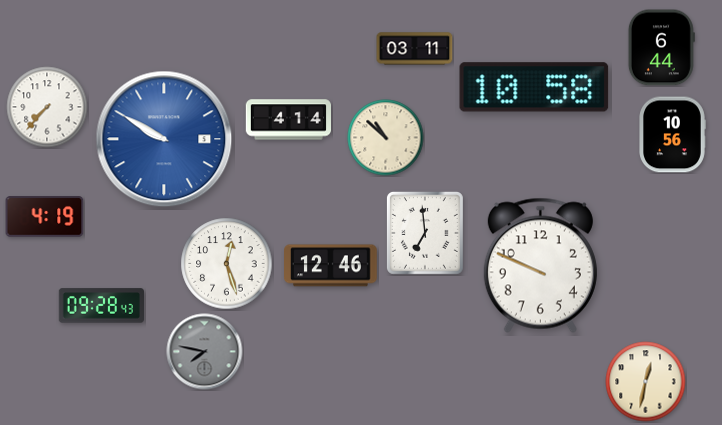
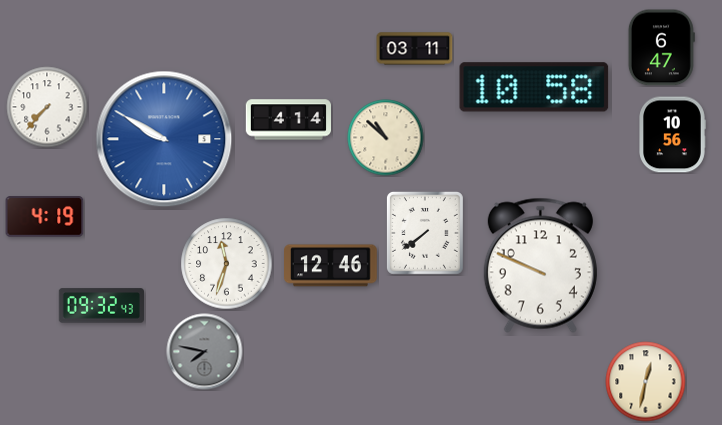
clock at (661, 48): 6:44 -> 6:47
clock at (425, 233): 6:59 -> 7:39
clock at (227, 264): 12:27 -> 11:33
clock at (101, 306): 09:28 -> 09:32
